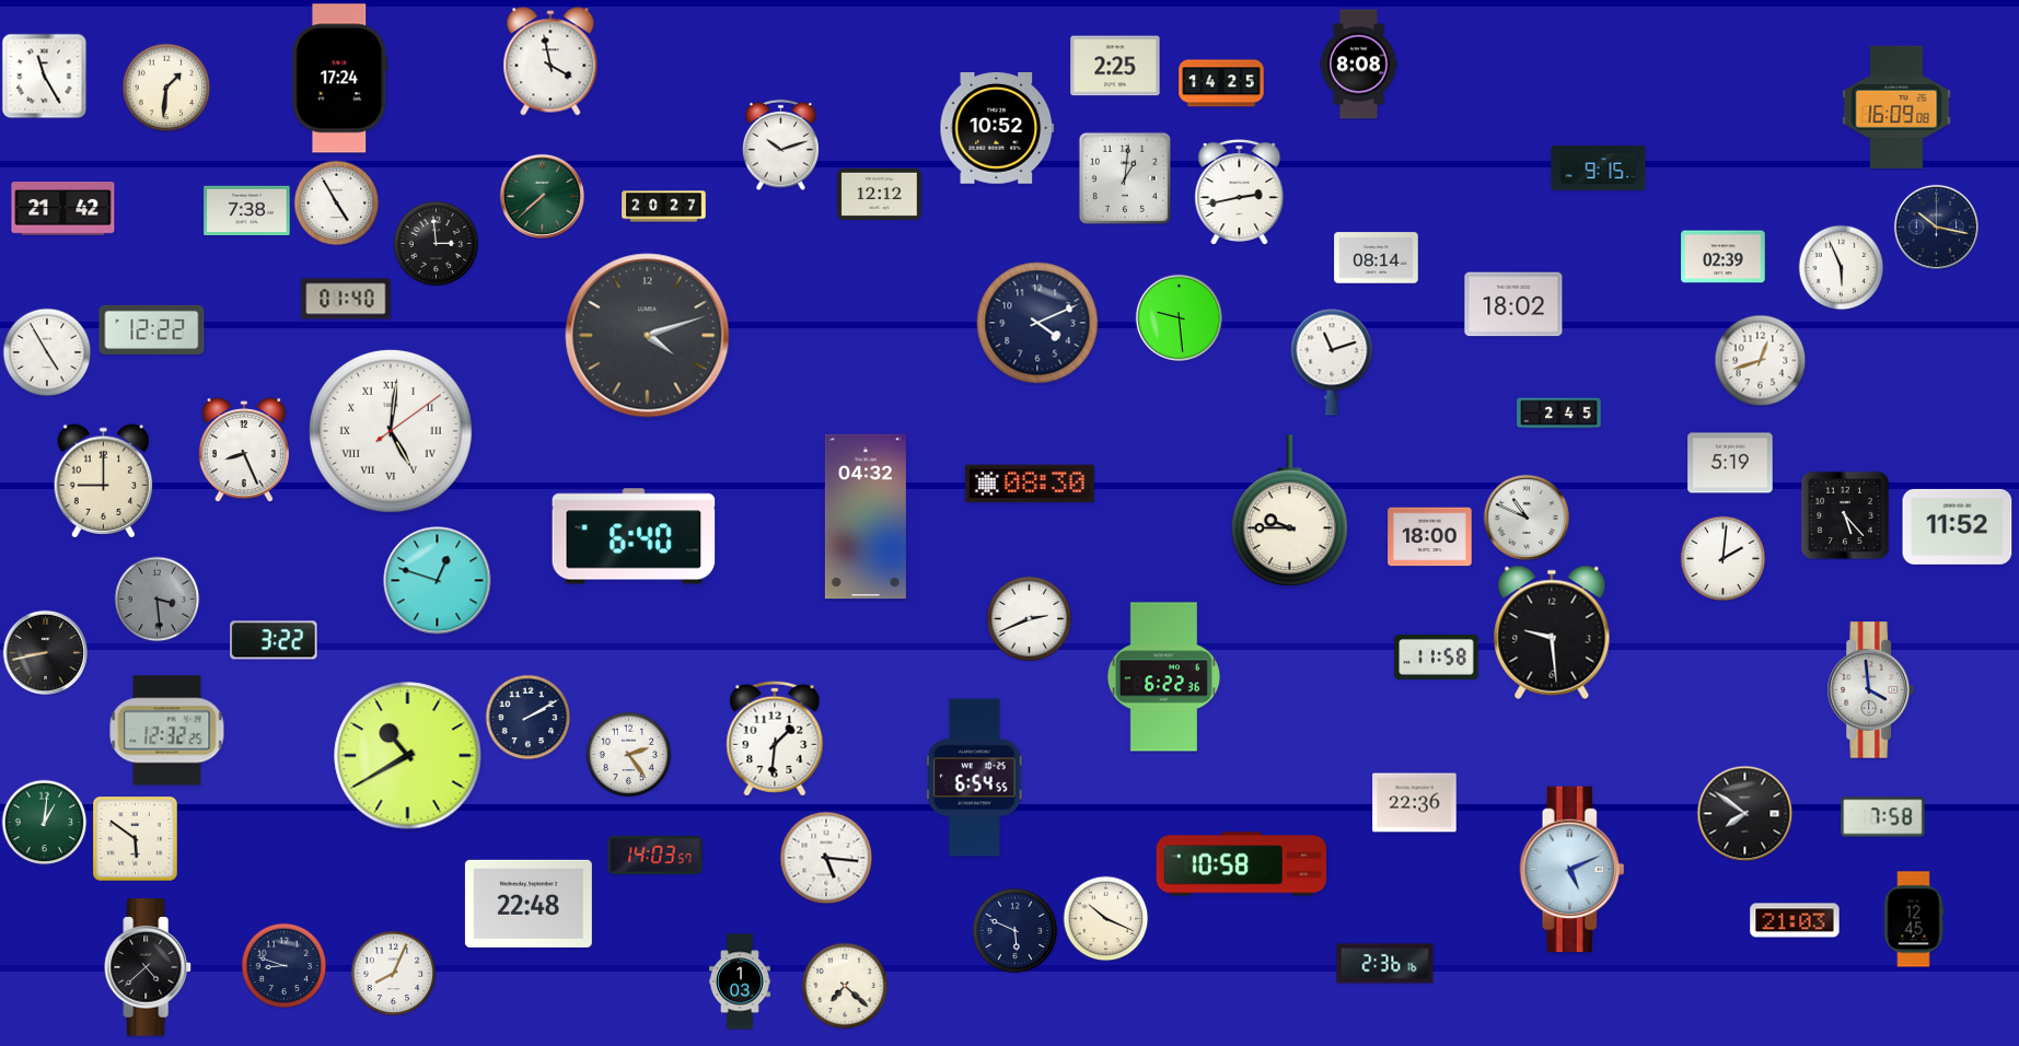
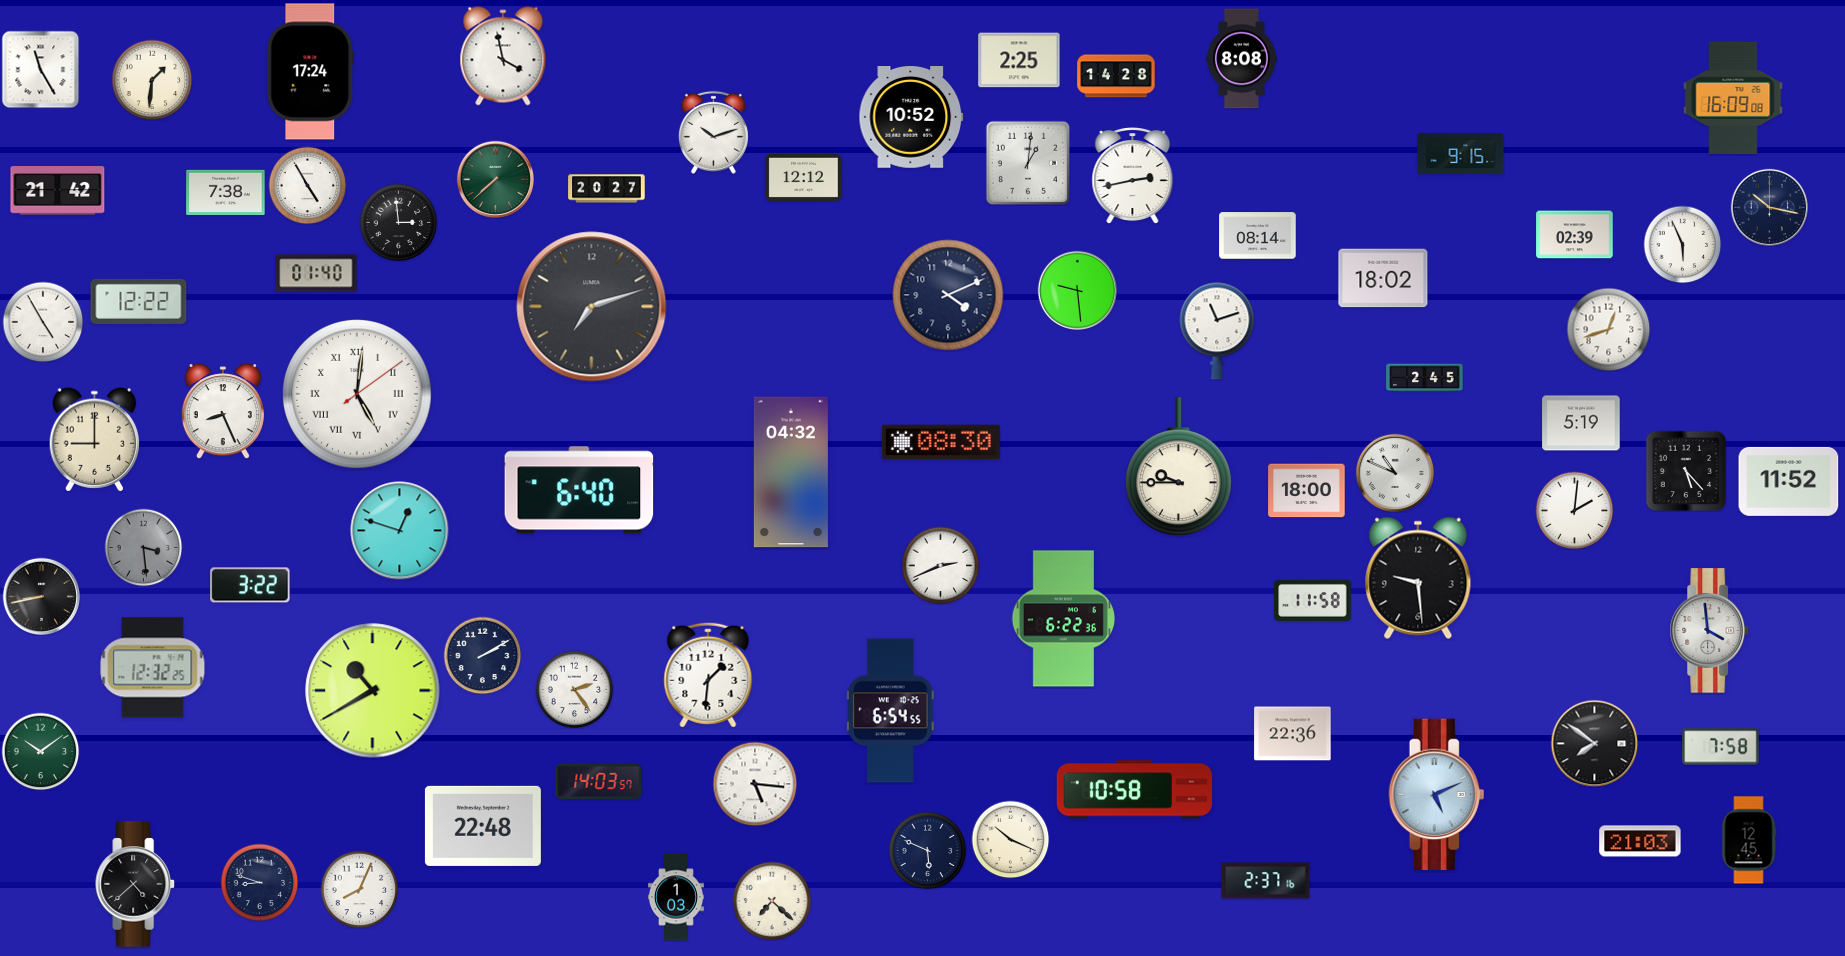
clock at (1221, 83): 14:25 -> 14:28
clock at (648, 336): 4:12 -> 7:12
clock at (44, 822): 1:01 -> 10:09
clock at (136, 839): 5:51 -> none
clock at (1385, 964): 2:36 -> 2:37
